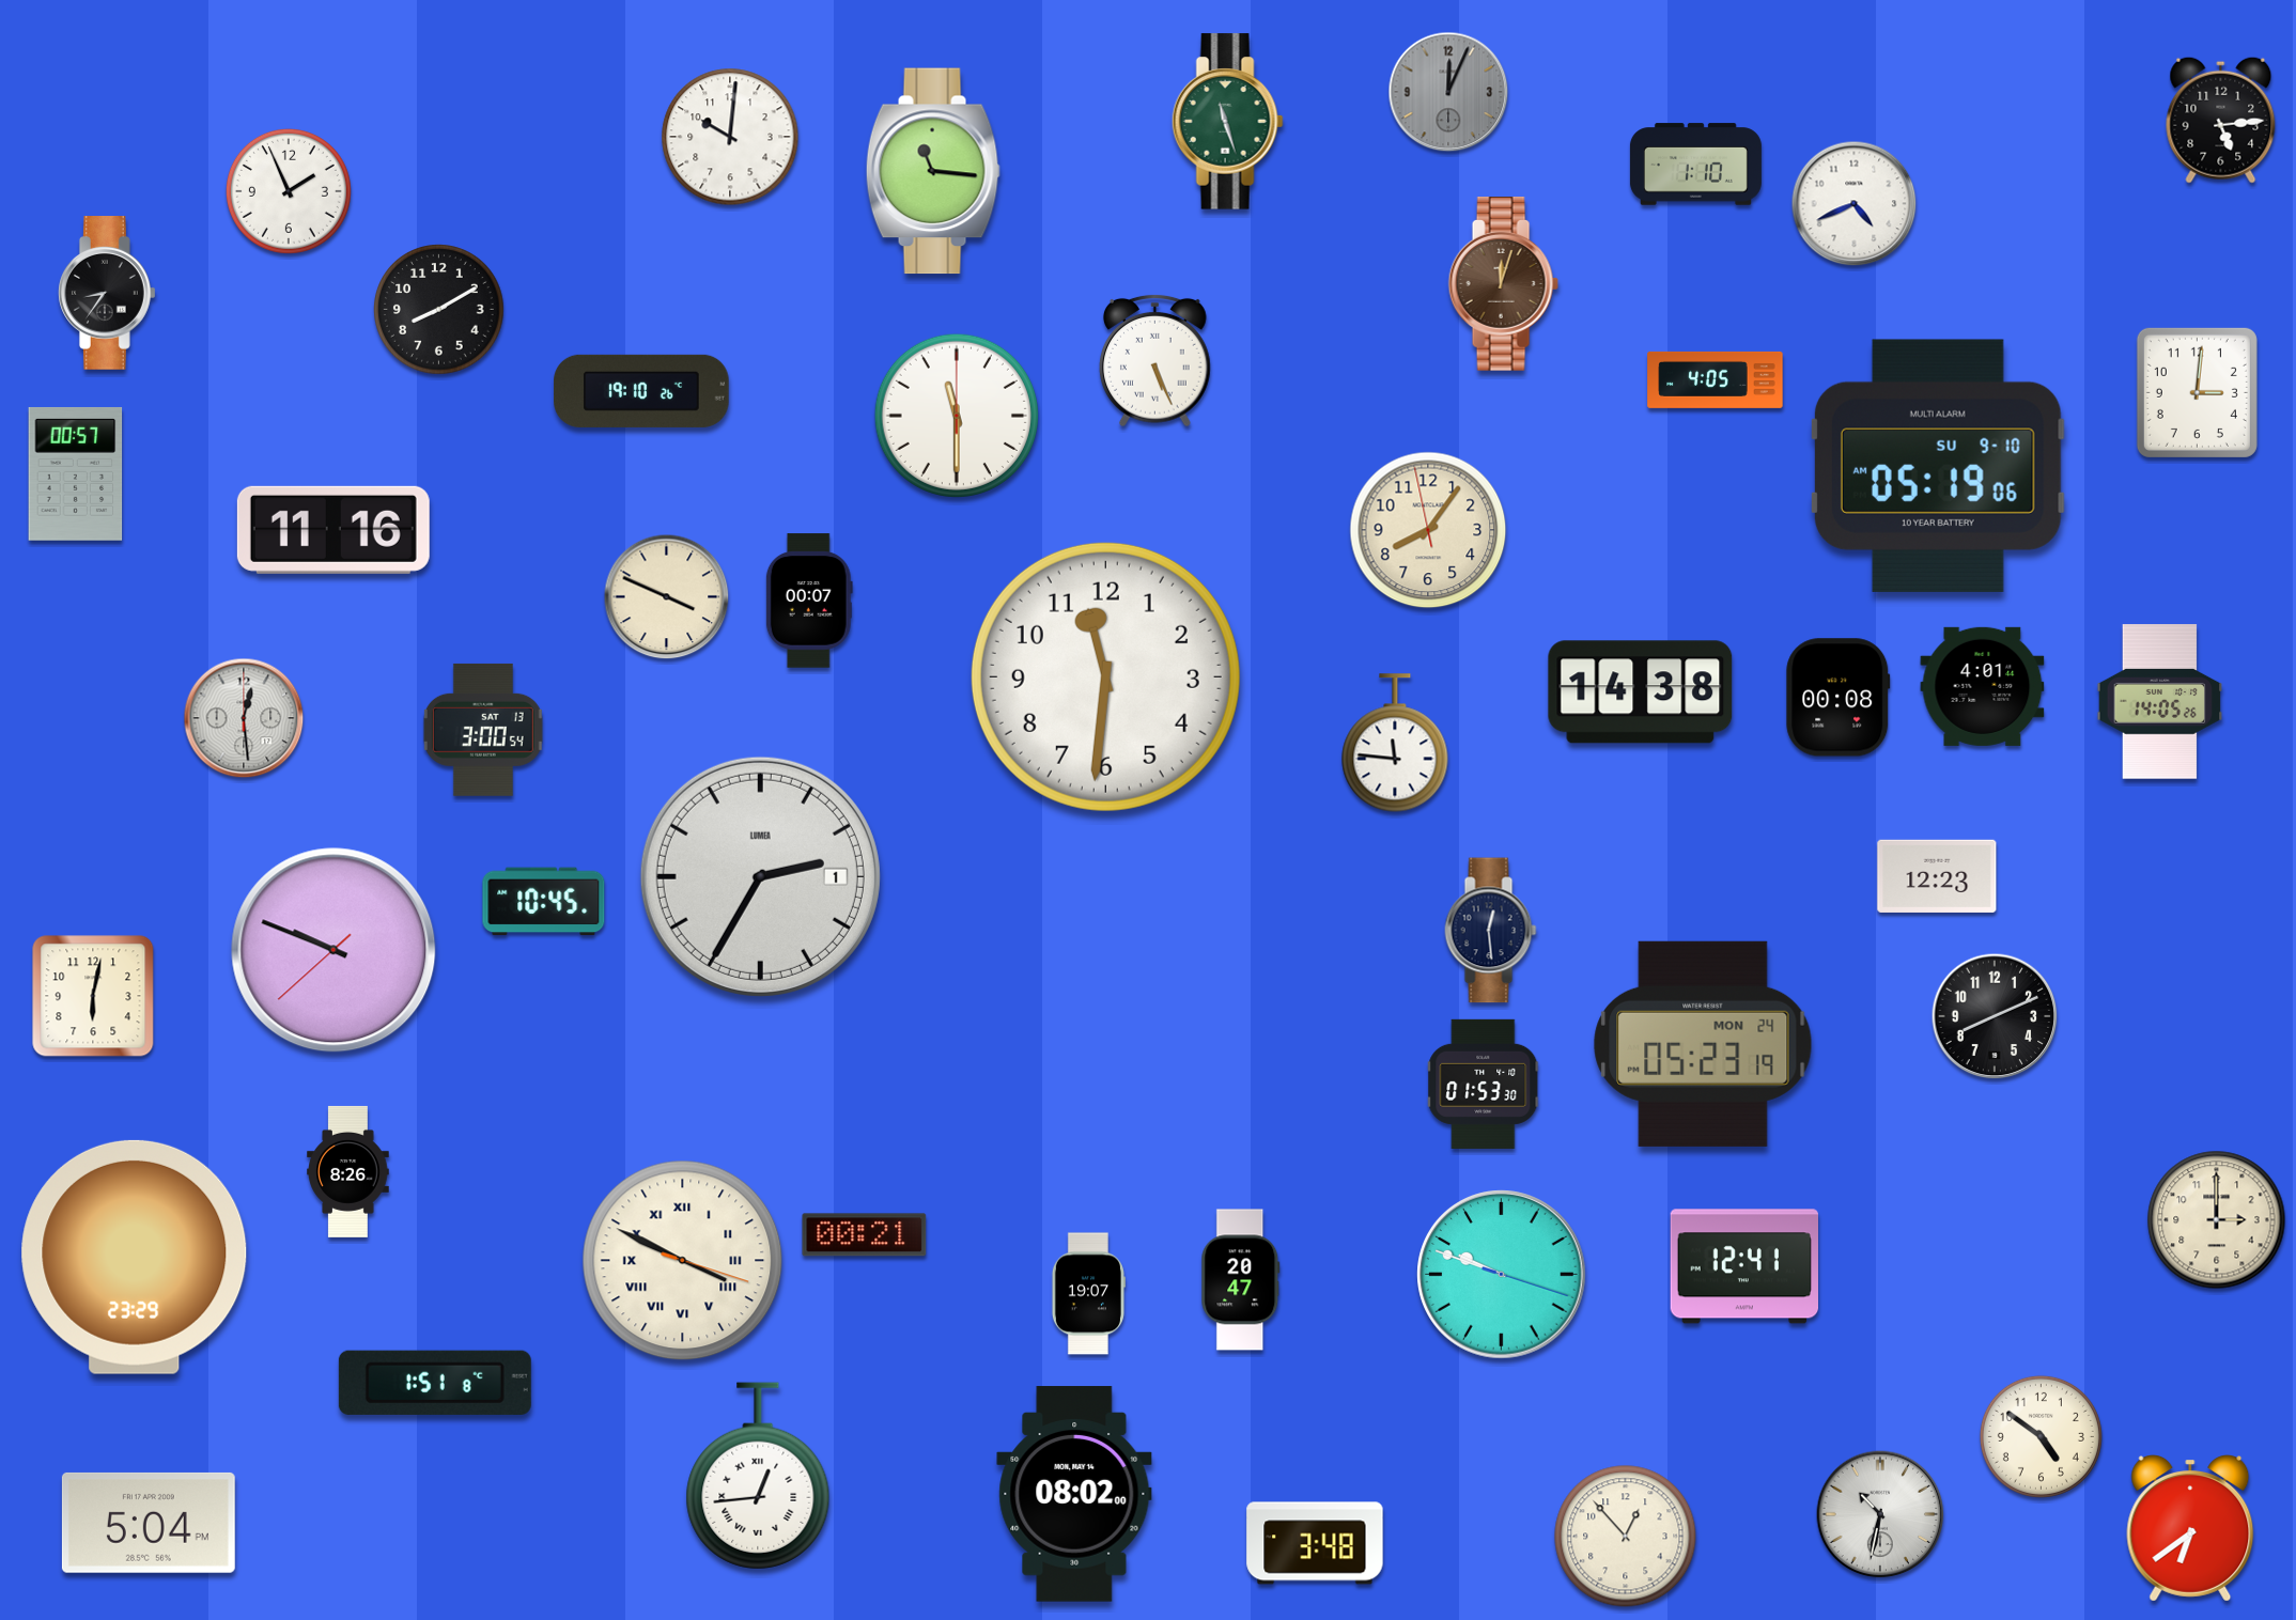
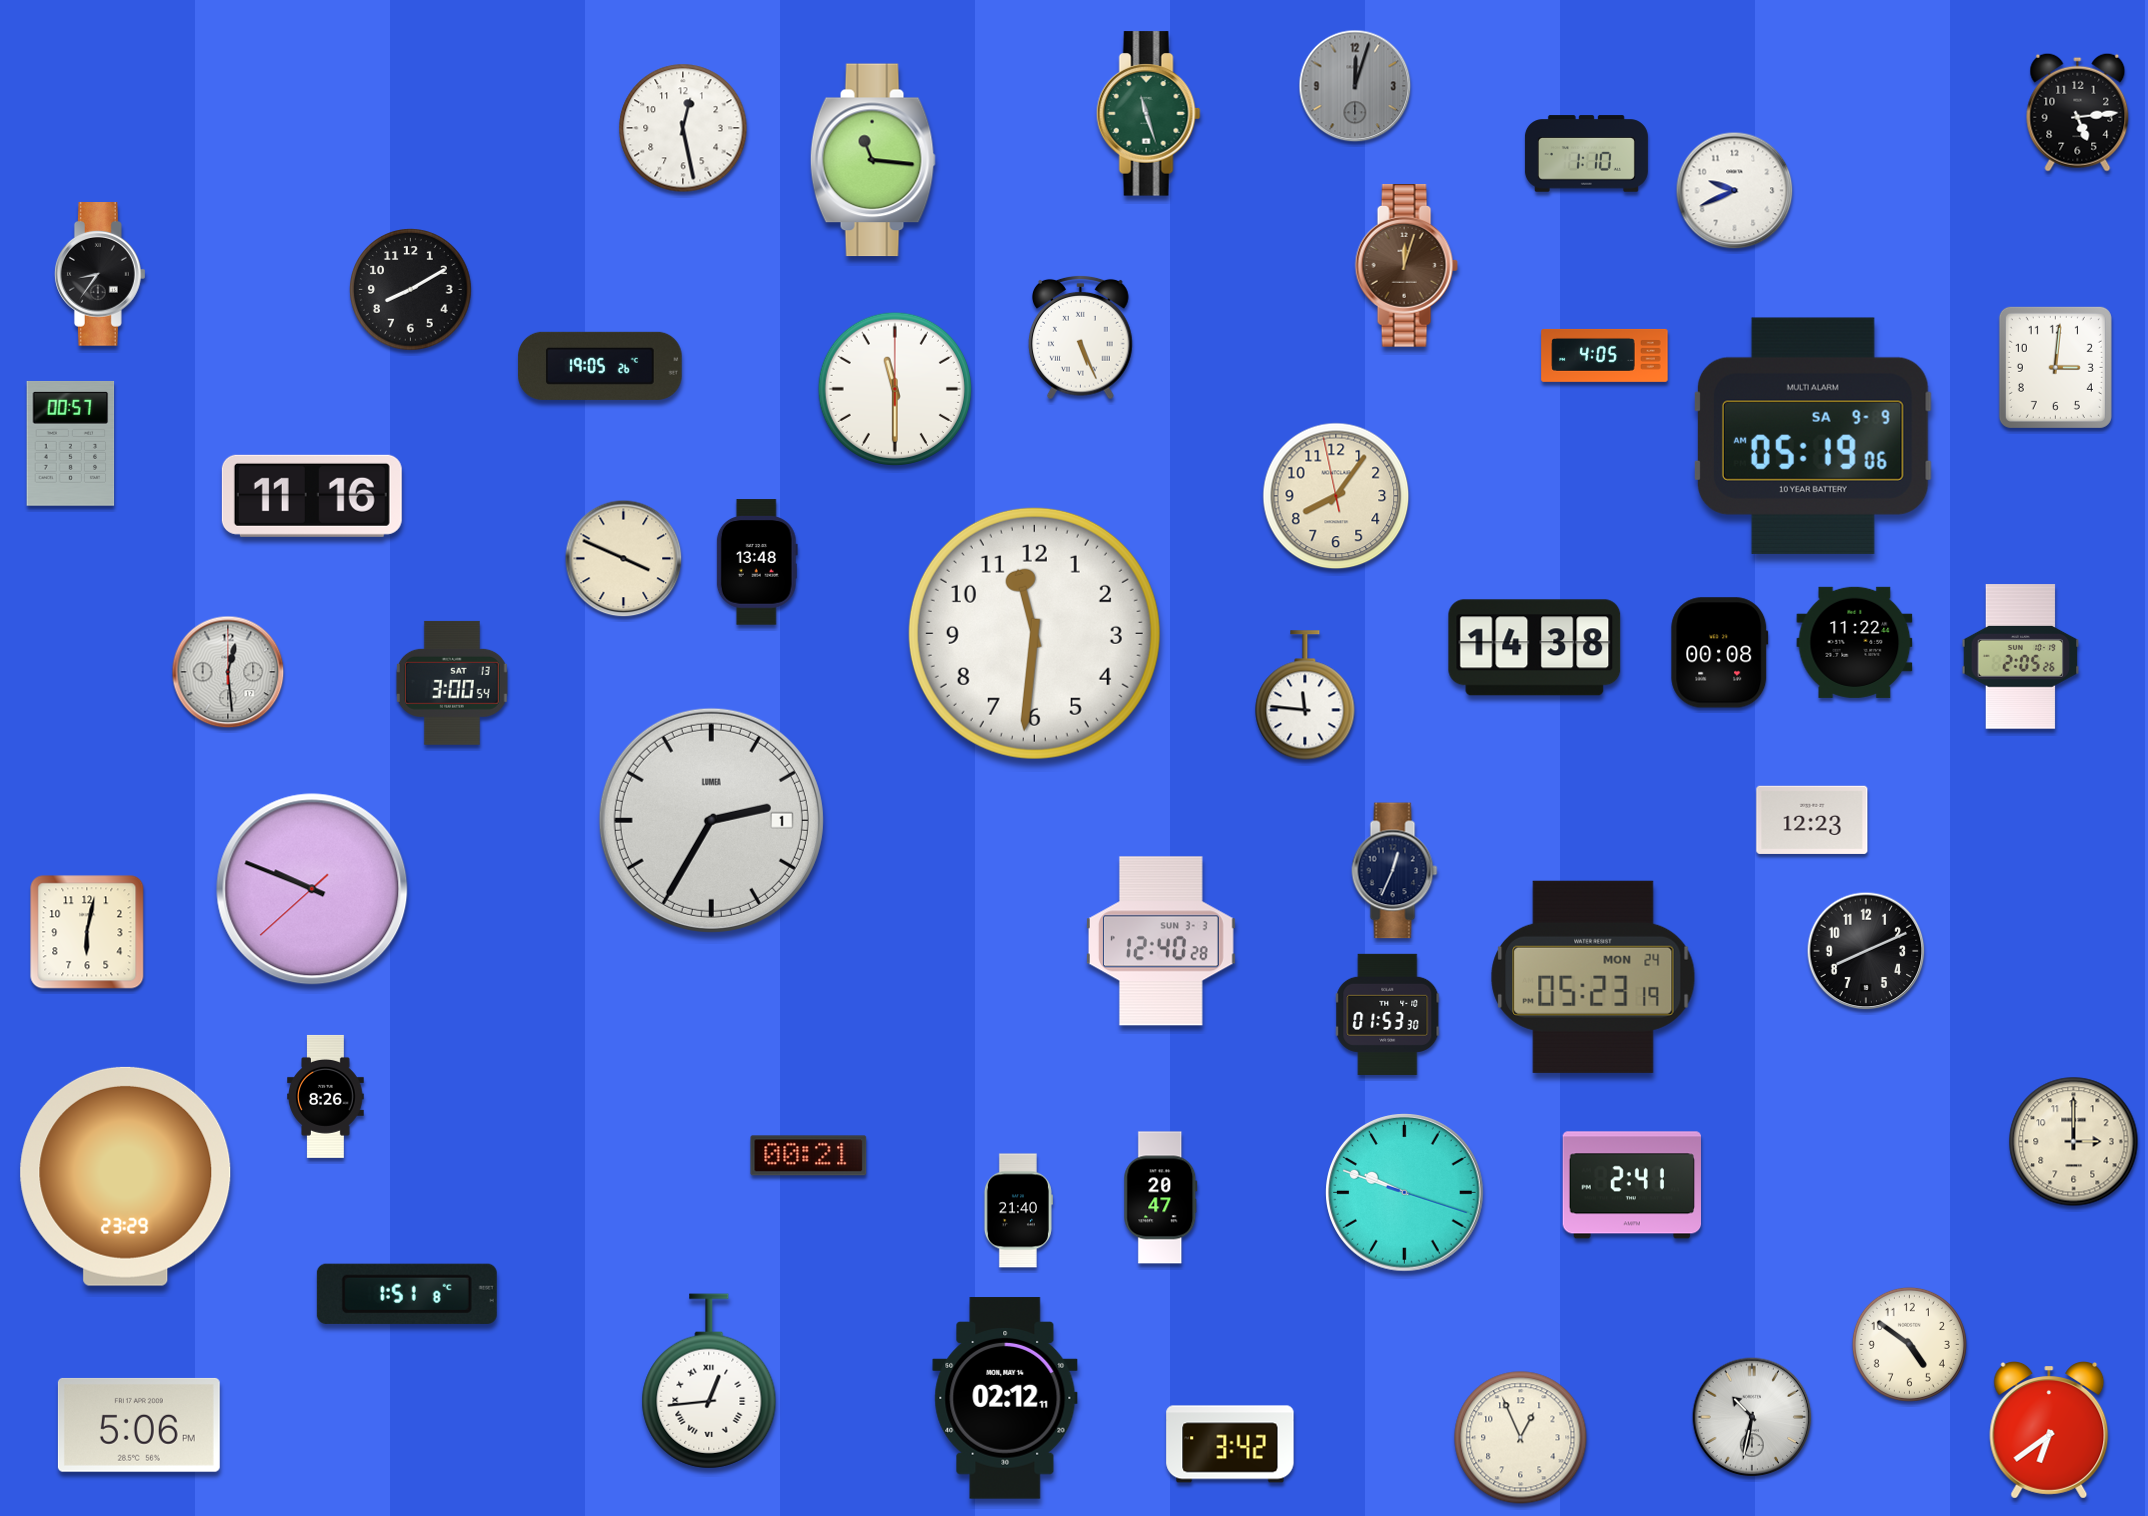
clock at (1448, 92): 12:04 -> 12:03
clock at (730, 137): 10:01 -> 12:28
clock at (289, 191): 1:56 -> none
clock at (1855, 204): 4:41 -> 9:41
clock at (641, 391): 19:10 -> 19:05
clock at (1938, 466) date: SU 9-10 -> SA 9-9
clock at (809, 601): 00:07 -> 13:48
clock at (1983, 686): 4:01 -> 11:22
clock at (2160, 702): 14:05 -> 2:05
clock at (544, 902): 10:45 -> none
clock at (1491, 931): 12:29 -> 12:34
clock at (1161, 941): none -> 12:40
clock at (683, 1261): 3:49 -> none
clock at (1743, 1266): 12:41 -> 2:41
clock at (1088, 1294): 19:07 -> 21:40
clock at (1074, 1494): 08:02 -> 02:12
clock at (1880, 1514) position: (1880, 1514) -> (1752, 1417)
clock at (149, 1523): 5:04 -> 5:06
clock at (1626, 1537): 12:53 -> 12:56
clock at (1315, 1543): 3:48 -> 3:42
